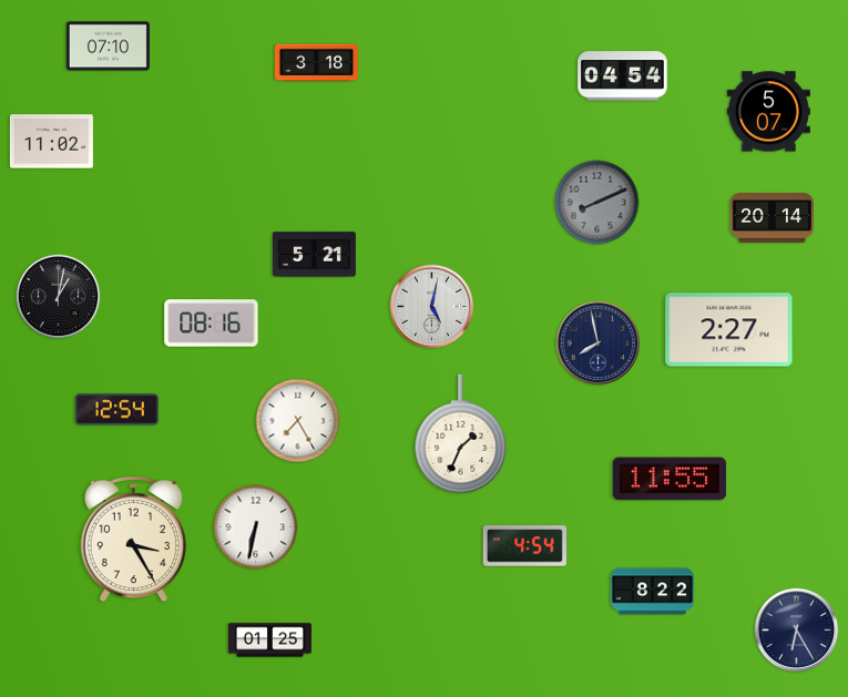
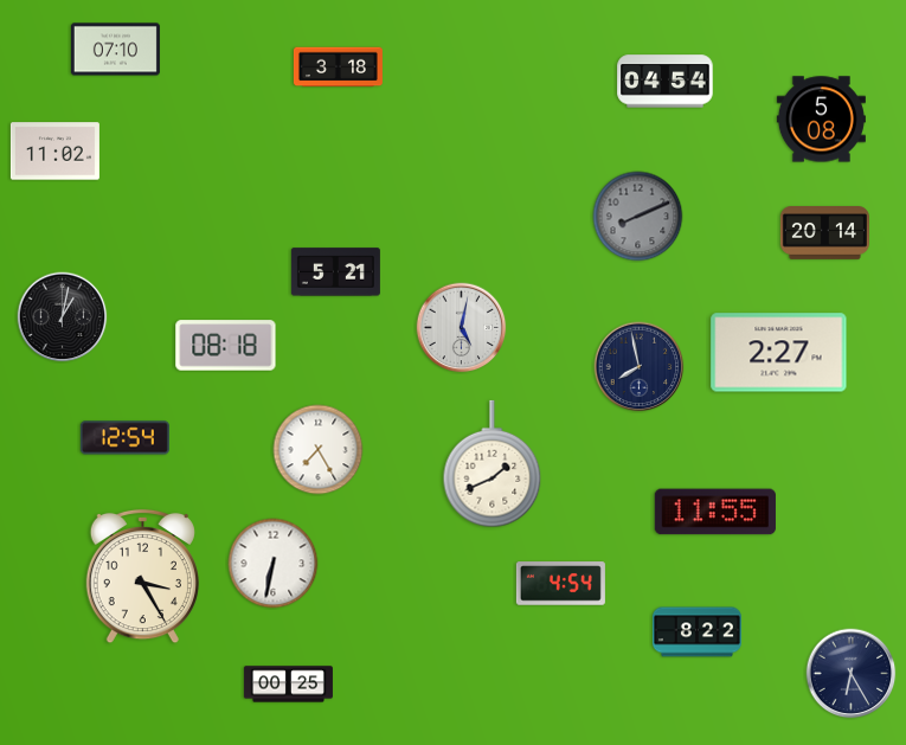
clock at (768, 112): 5:07 -> 5:08
clock at (212, 324): 08:16 -> 08:18
clock at (461, 434): 1:34 -> 1:41
clock at (269, 640): 01:25 -> 00:25
